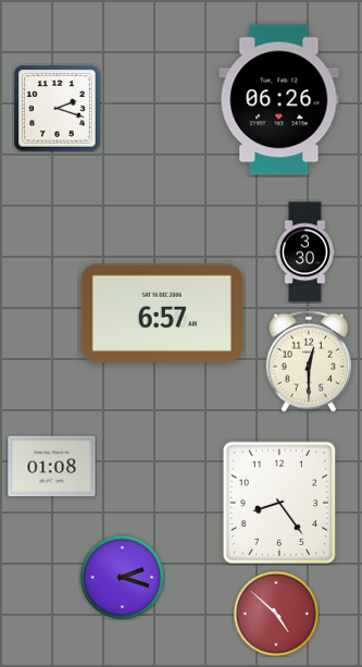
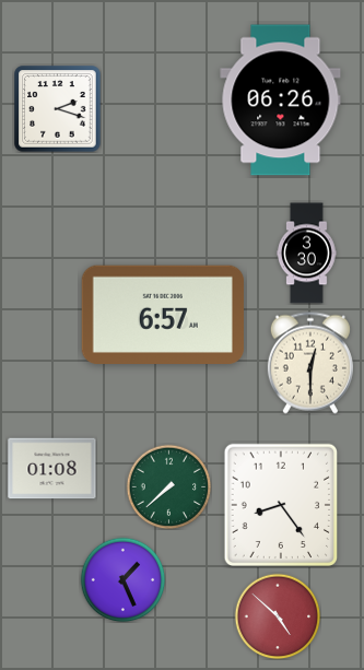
clock at (168, 486): none -> 7:38
clock at (122, 577): 2:18 -> 1:26
